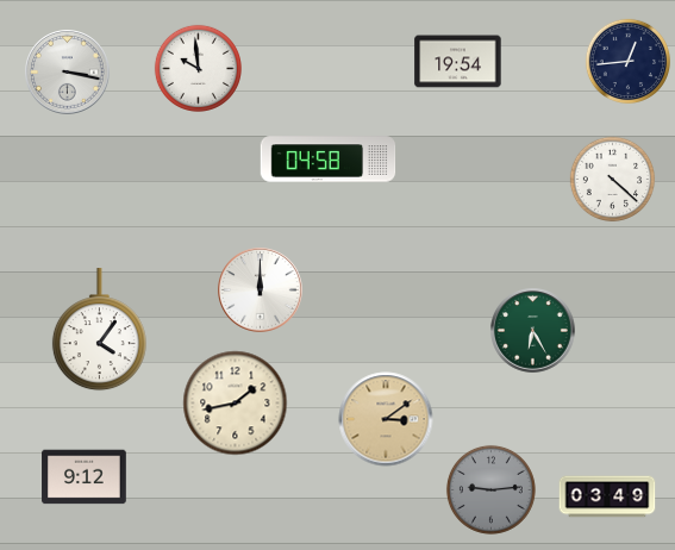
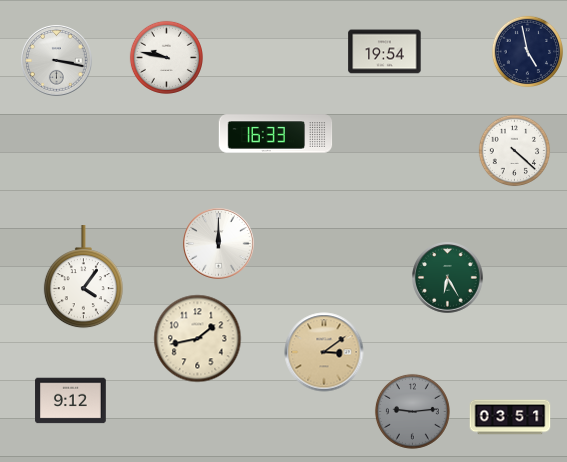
clock at (629, 62): 12:44 -> 4:58
clock at (198, 68): 9:59 -> 9:47
clock at (329, 160): 04:58 -> 16:33
clock at (607, 496): 03:49 -> 03:51
